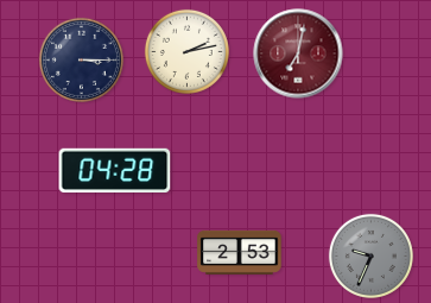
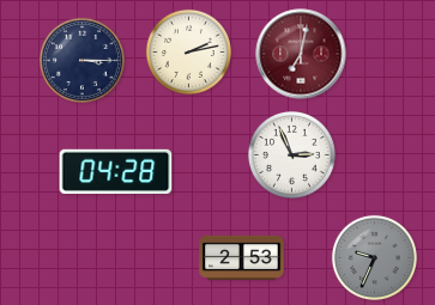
clock at (291, 154): none -> 2:56
clock at (240, 252) position: (240, 252) -> (242, 257)
